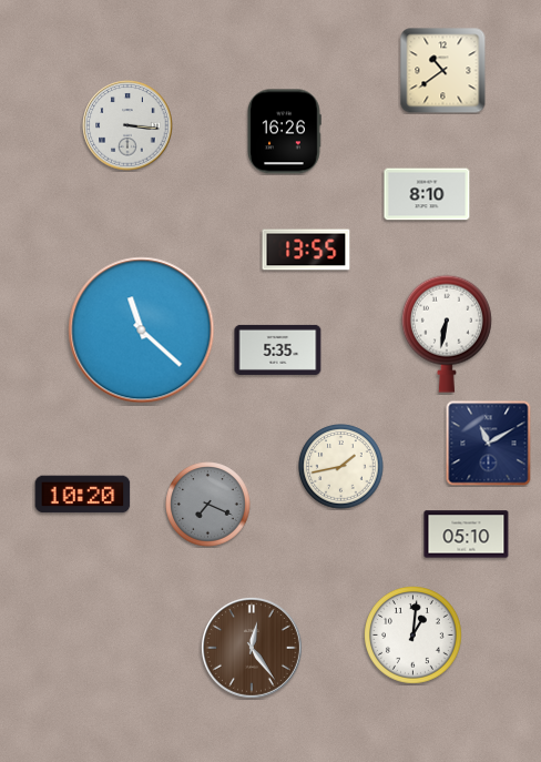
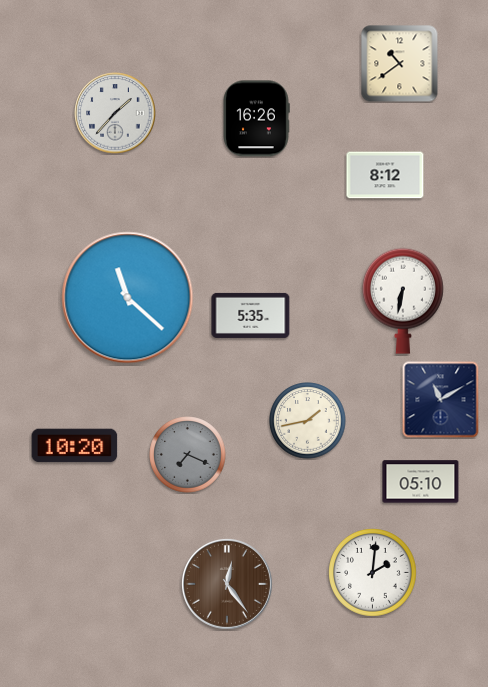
clock at (127, 125): 3:16 -> 1:37
clock at (427, 194): 8:10 -> 8:12
clock at (306, 250): 13:55 -> none
clock at (414, 636): 1:01 -> 2:01
